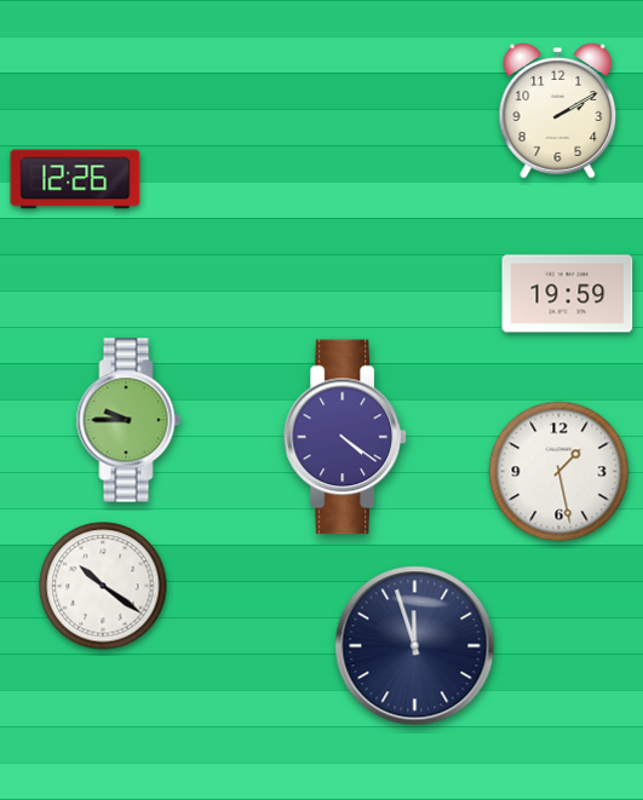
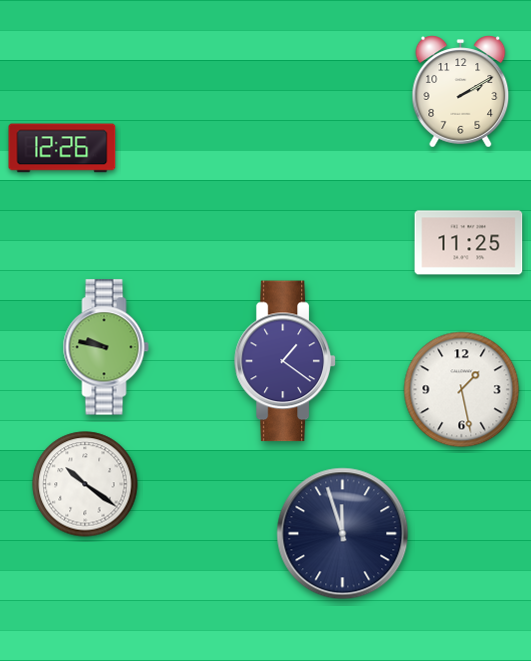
clock at (568, 294): 19:59 -> 11:25
clock at (128, 420): 9:45 -> 9:47
clock at (345, 437): 4:21 -> 1:21
